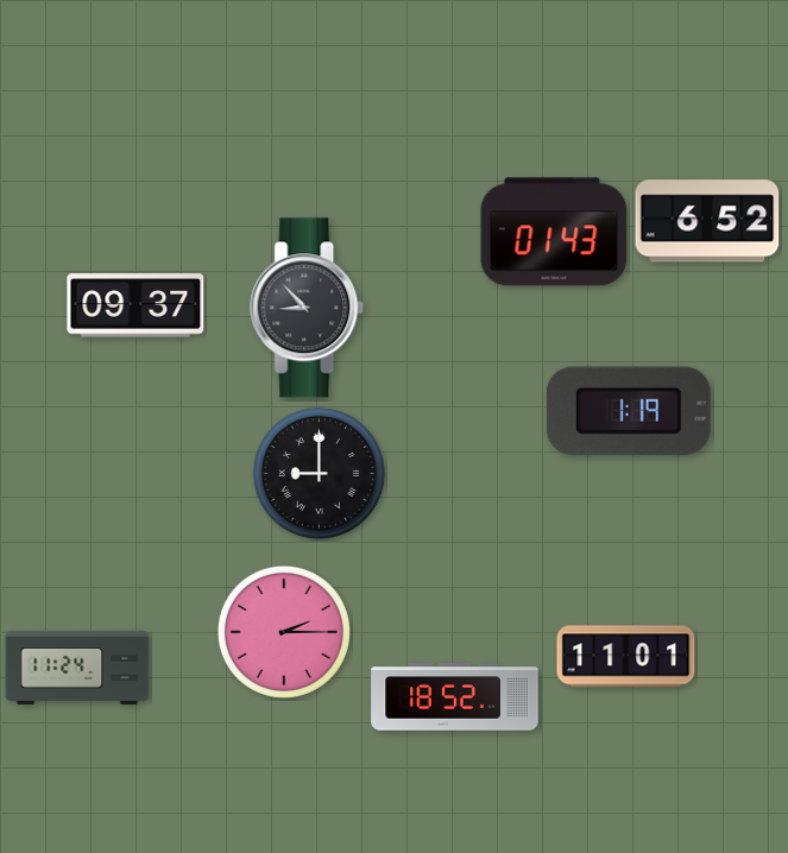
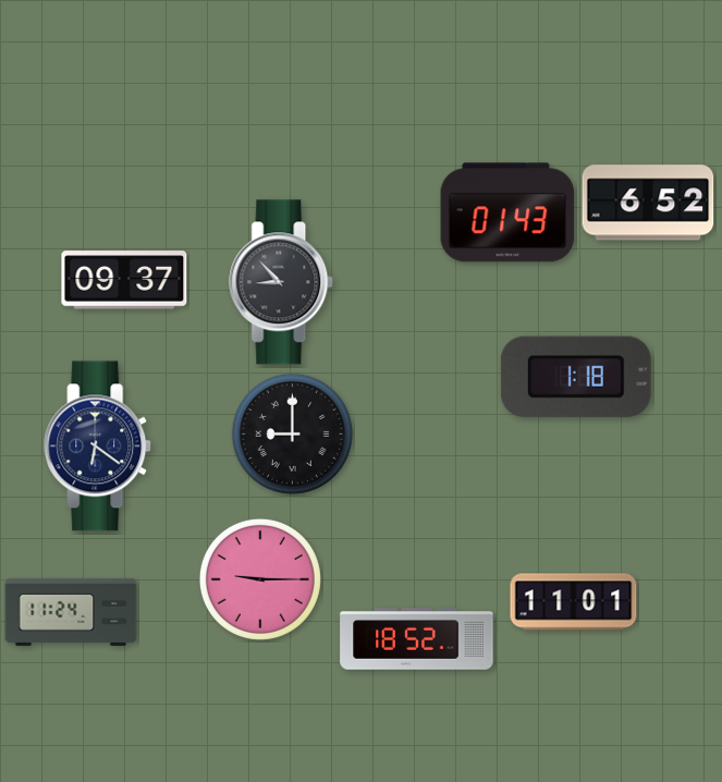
clock at (629, 411): 1:19 -> 1:18
clock at (98, 447): none -> 6:21
clock at (284, 632): 2:15 -> 9:15
